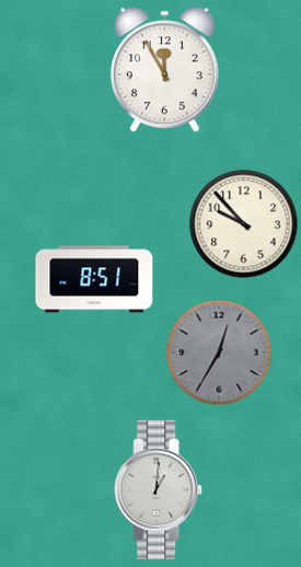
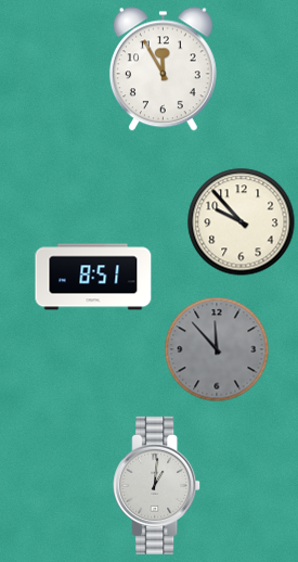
clock at (219, 352): 12:35 -> 11:53
